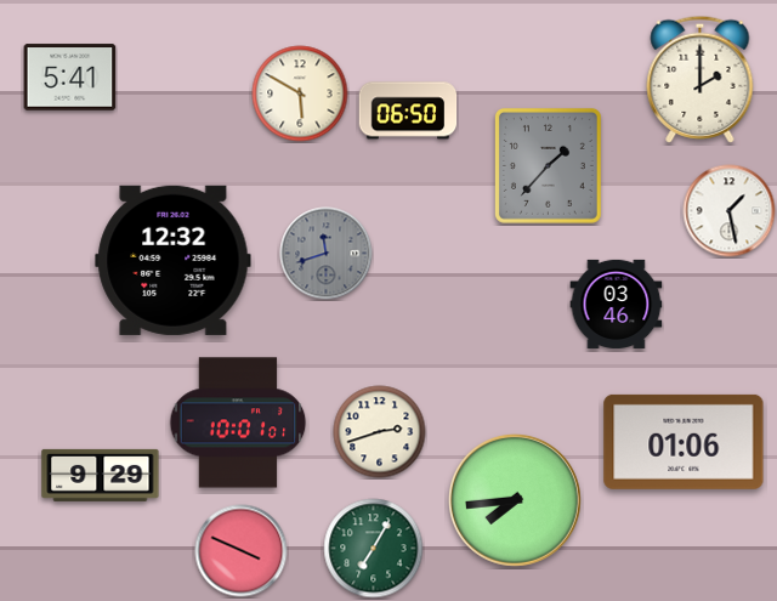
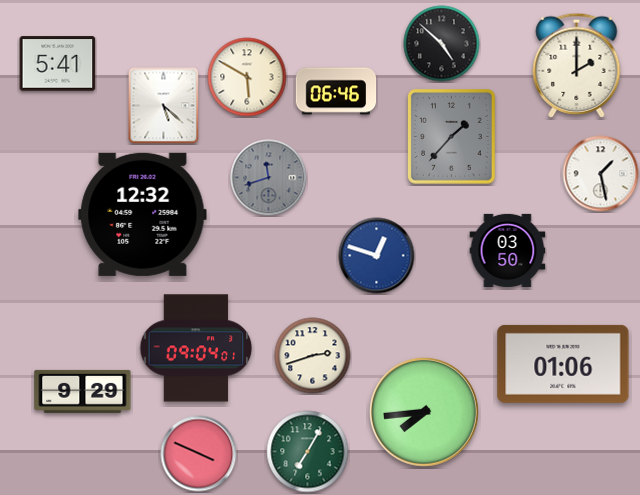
clock at (442, 44): none -> 4:52
clock at (408, 110): 06:50 -> 06:46
clock at (164, 106): none -> 5:22
clock at (327, 254) position: (327, 254) -> (269, 178)
clock at (617, 304): 03:46 -> 03:50
clock at (377, 256): none -> 12:48
clock at (238, 423): 10:01 -> 09:04
